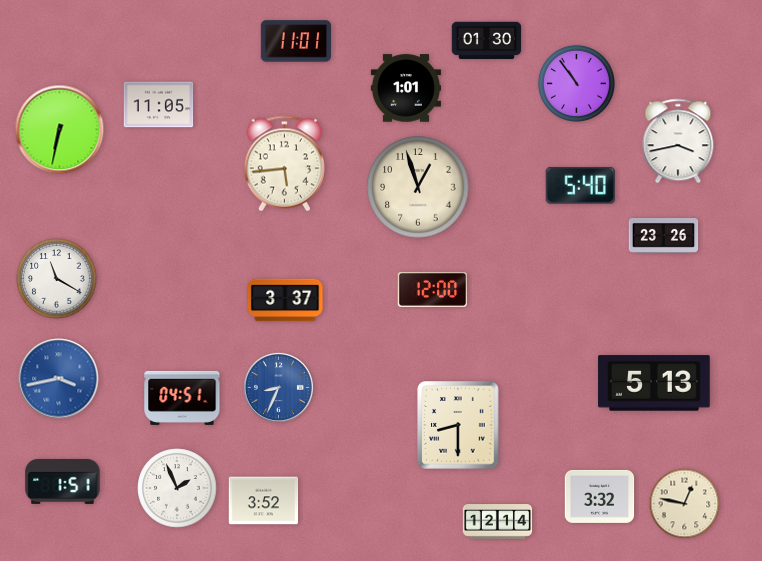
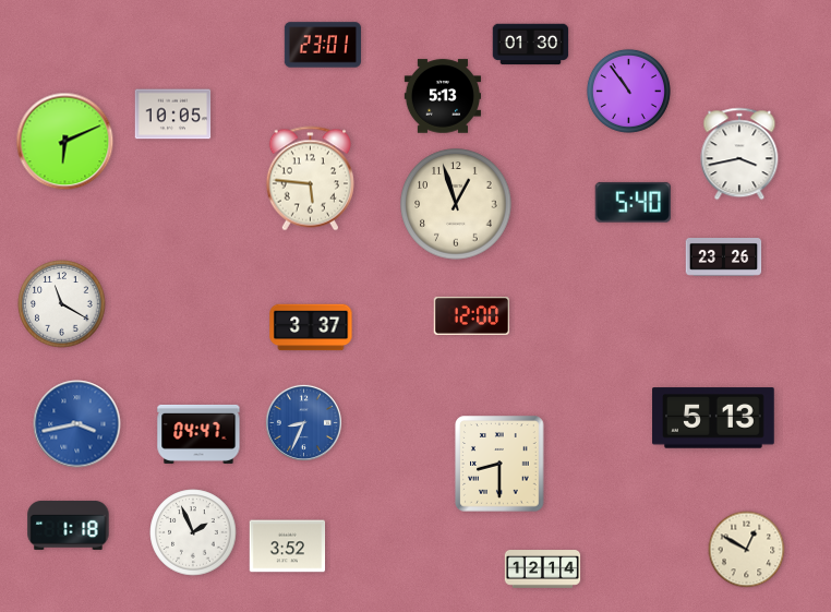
clock at (296, 41): 11:01 -> 23:01
clock at (405, 88): 1:01 -> 5:13
clock at (159, 105): 11:05 -> 10:05
clock at (60, 130): 6:32 -> 6:11
clock at (284, 164): 5:44 -> 5:46
clock at (59, 379) position: (59, 379) -> (77, 424)
clock at (182, 398): 04:51 -> 04:47
clock at (63, 481): 1:51 -> 1:18
clock at (600, 496): 3:32 -> none
clock at (685, 504): 12:47 -> 12:50
